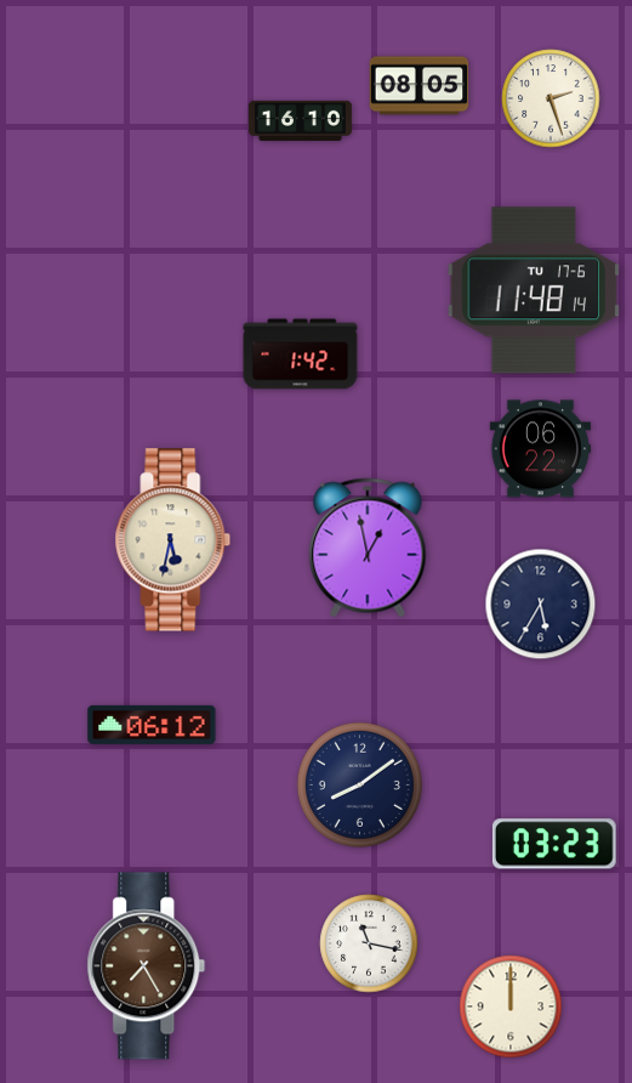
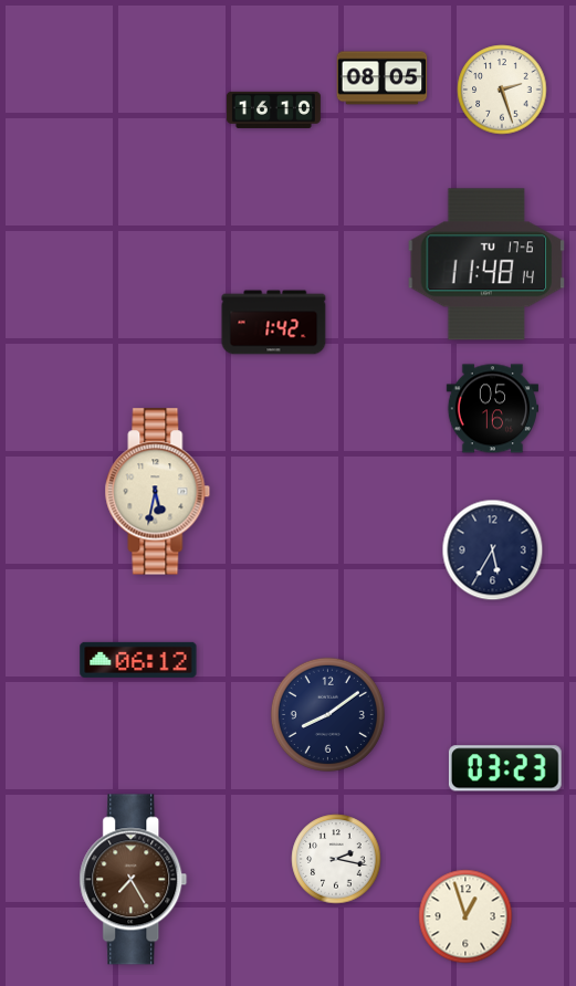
clock at (540, 449): 06:22 -> 05:16
clock at (368, 548): 12:58 -> none
clock at (369, 943): 11:17 -> 2:17
clock at (511, 1007): 12:00 -> 12:57
